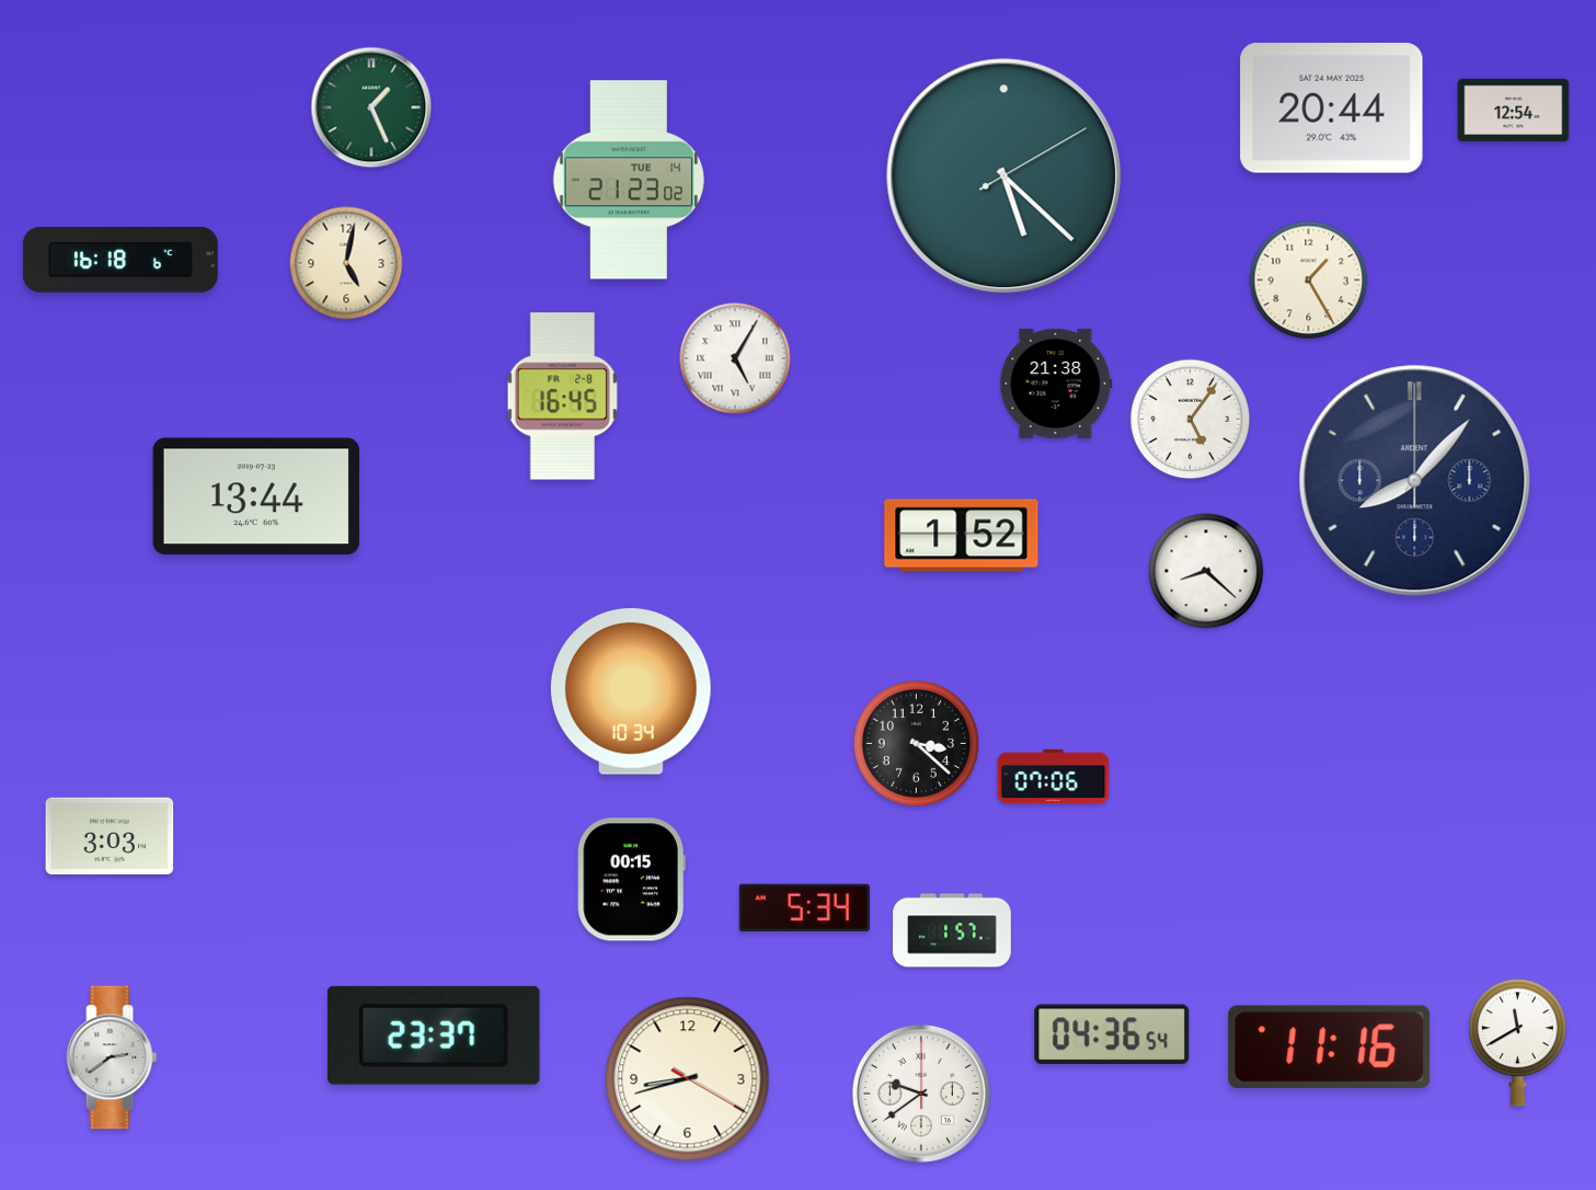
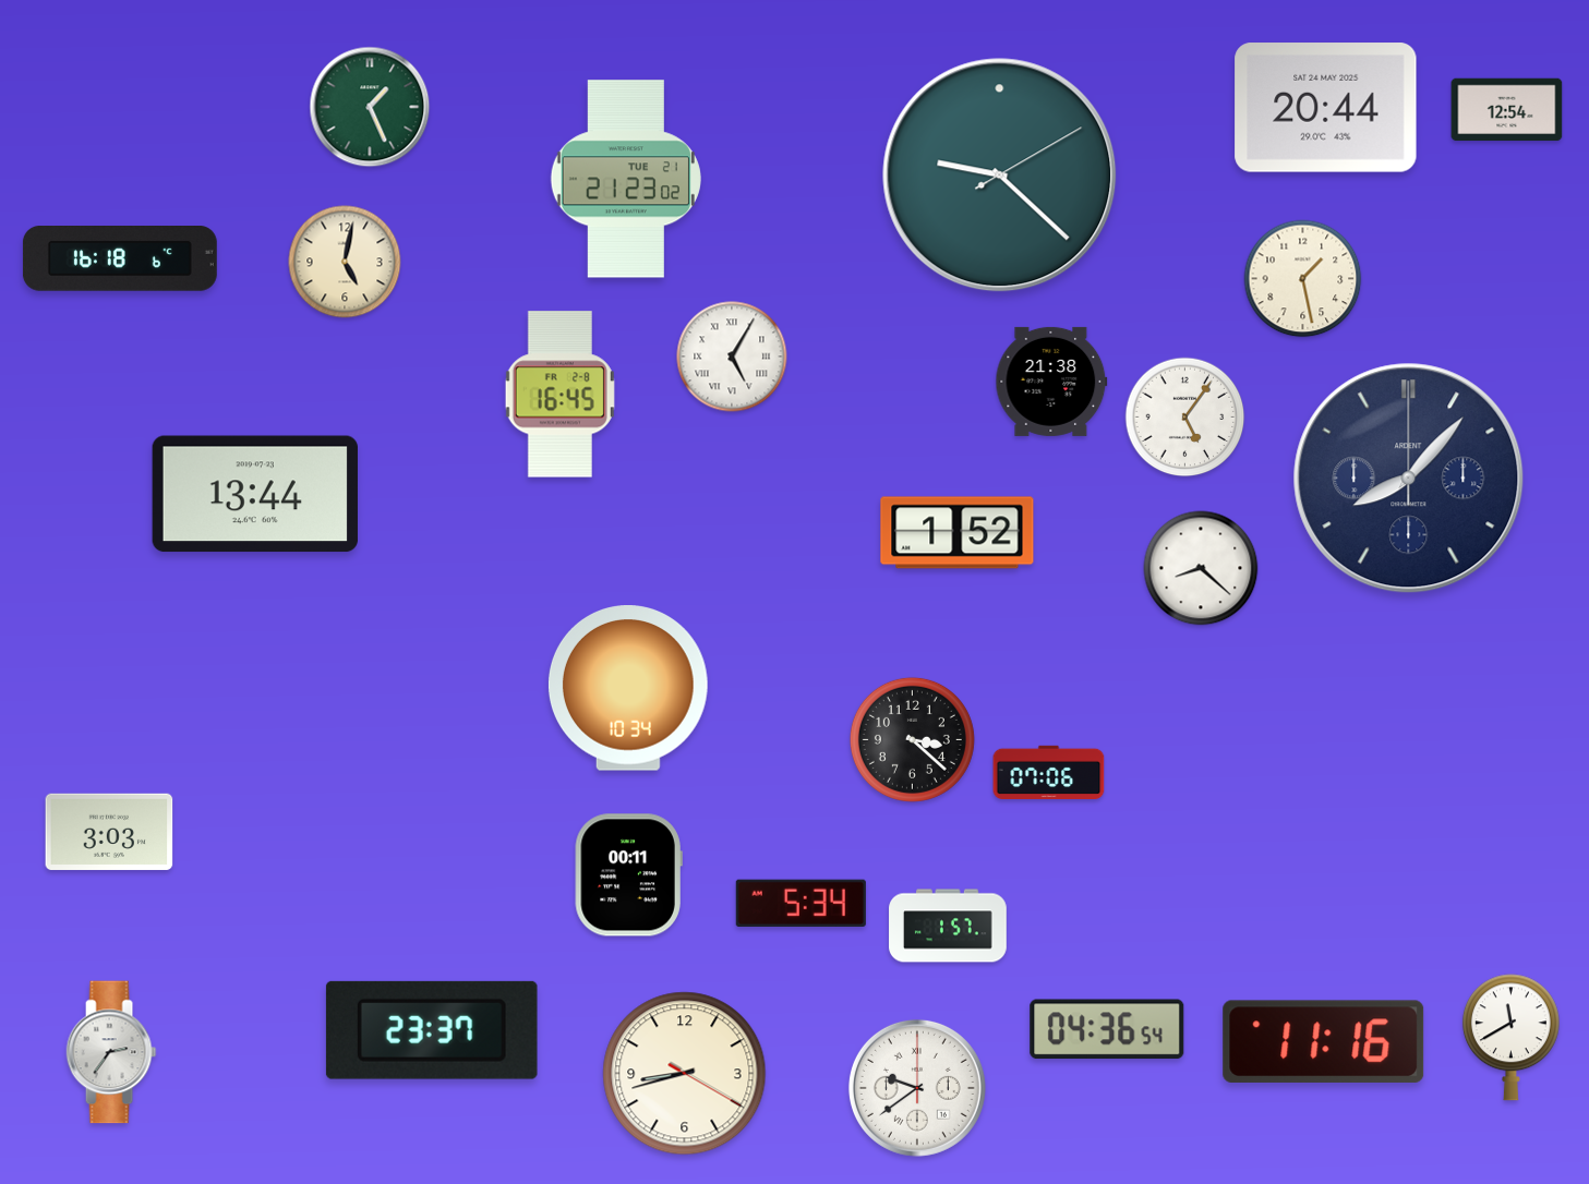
clock at (1004, 176): 5:22 -> 9:22
clock at (629, 180) date: TUE 14 -> TUE 21
clock at (1309, 281): 1:25 -> 1:28
clock at (631, 880): 00:15 -> 00:11
clock at (112, 1057): 2:39 -> 2:36
